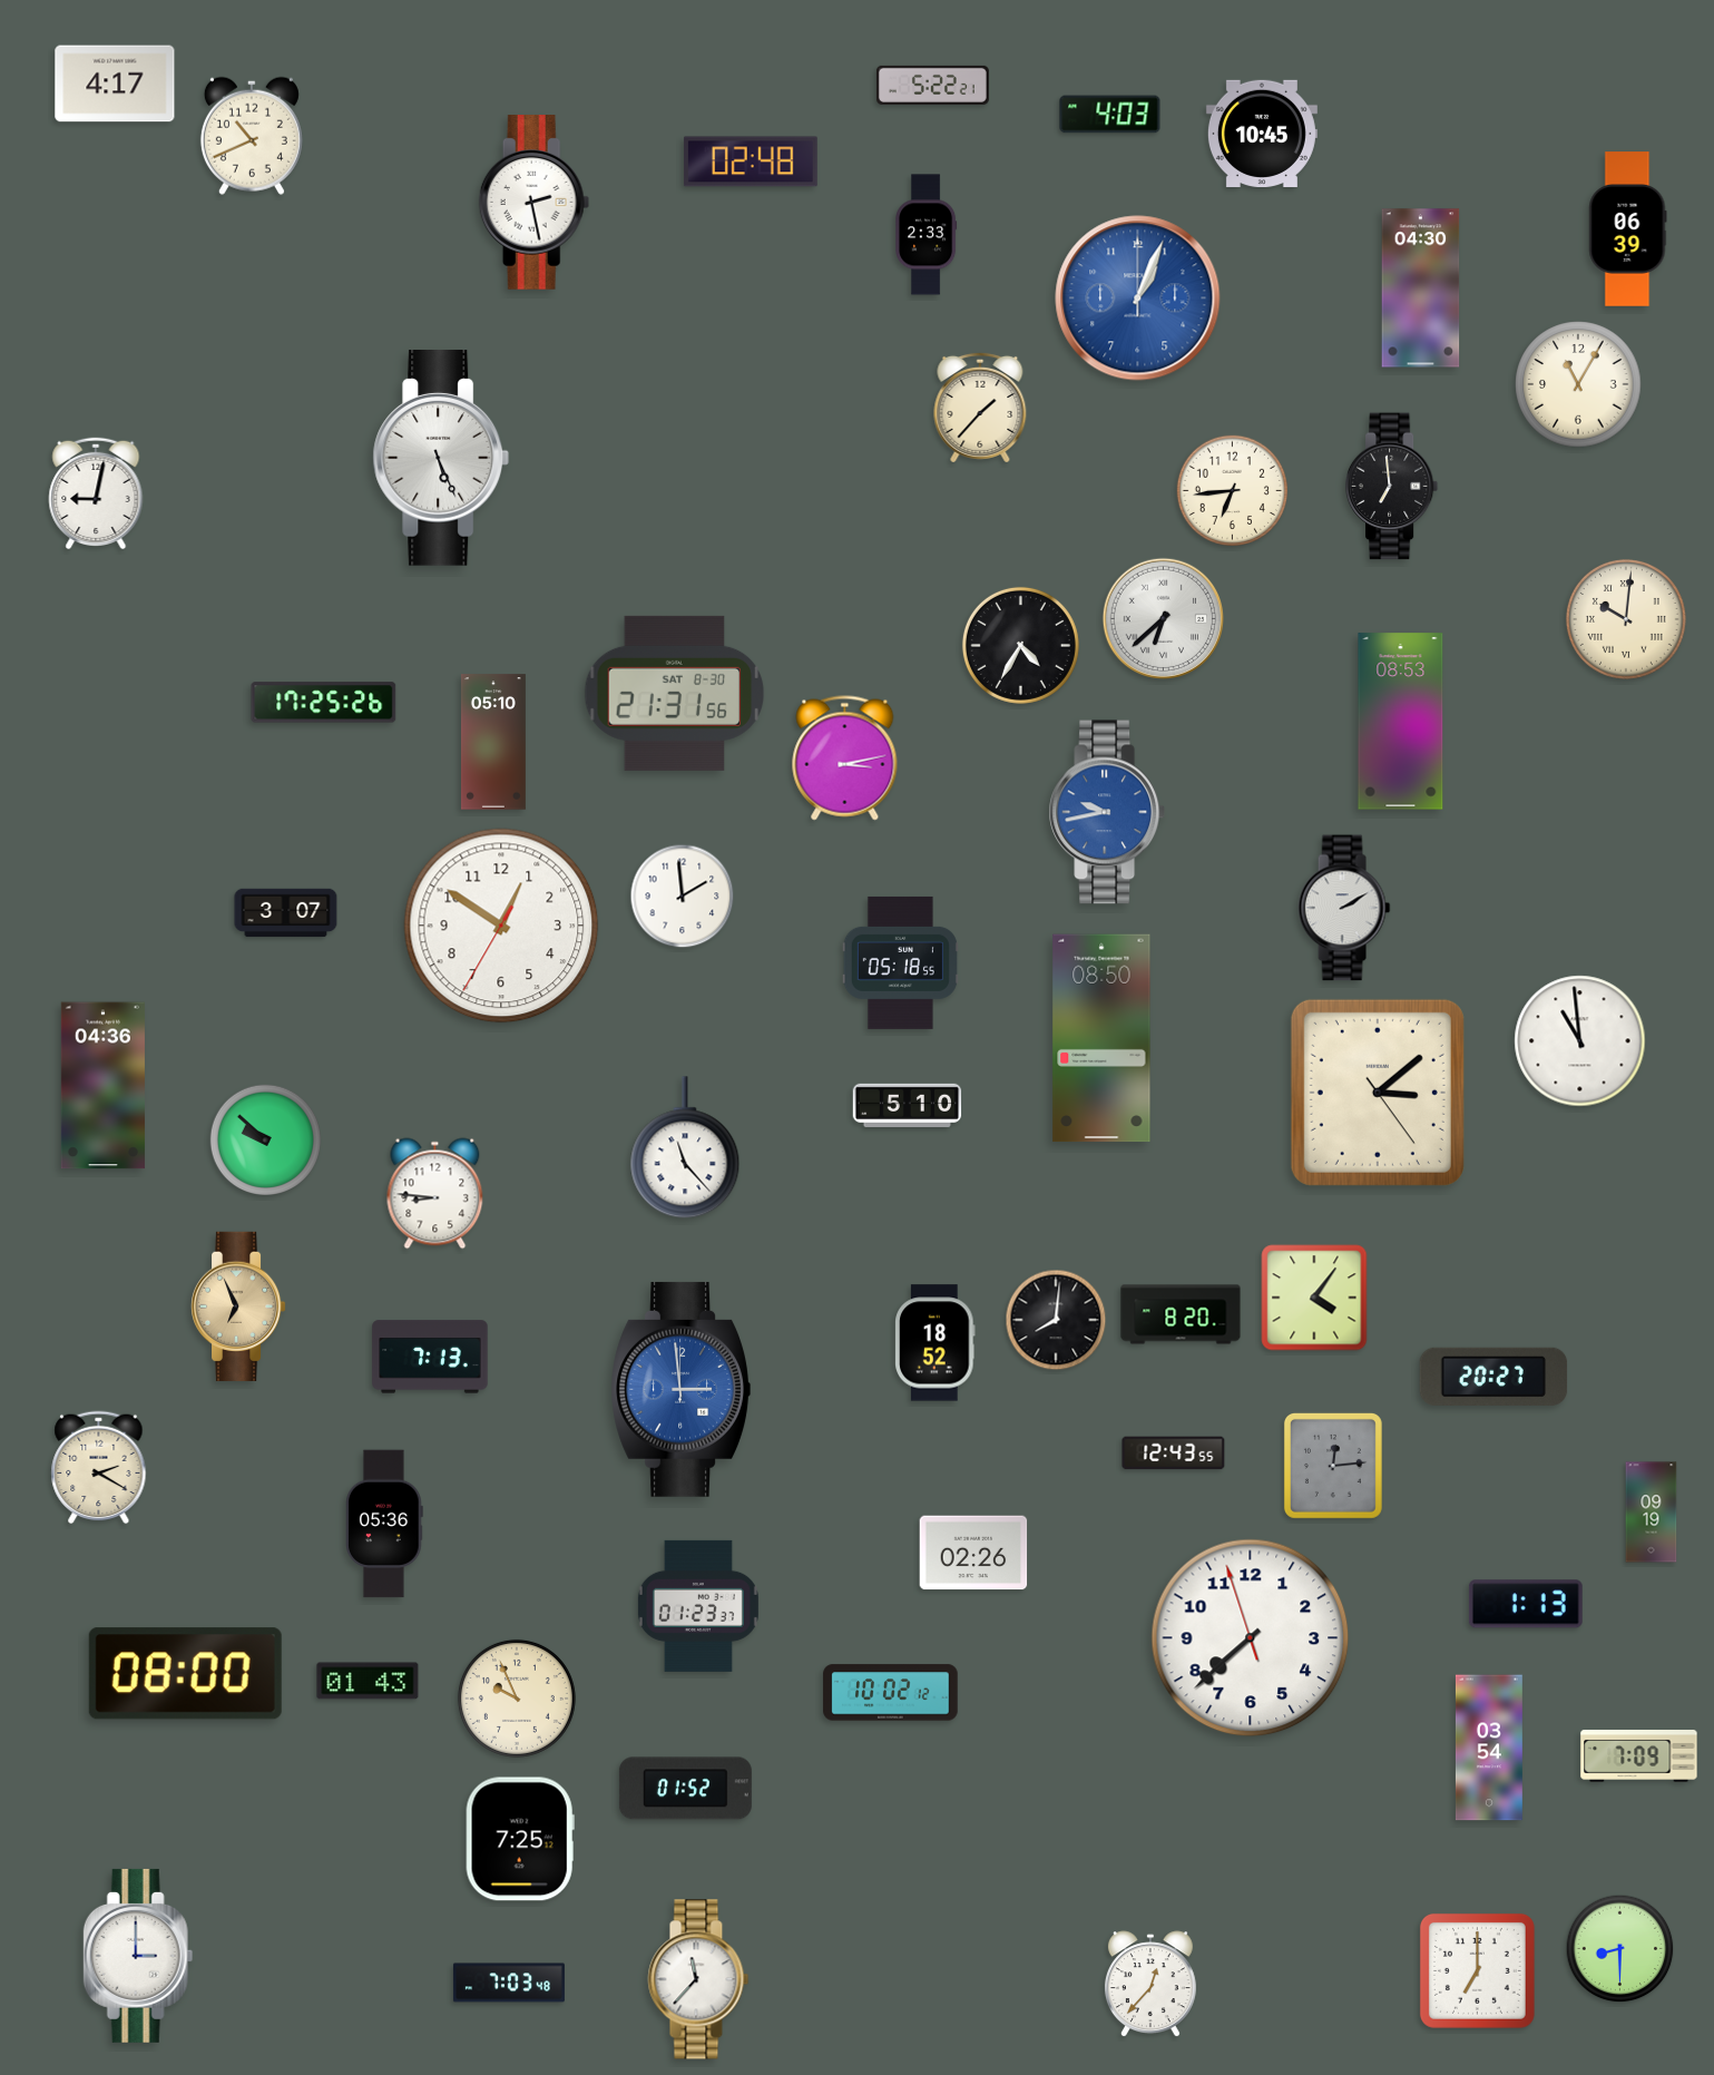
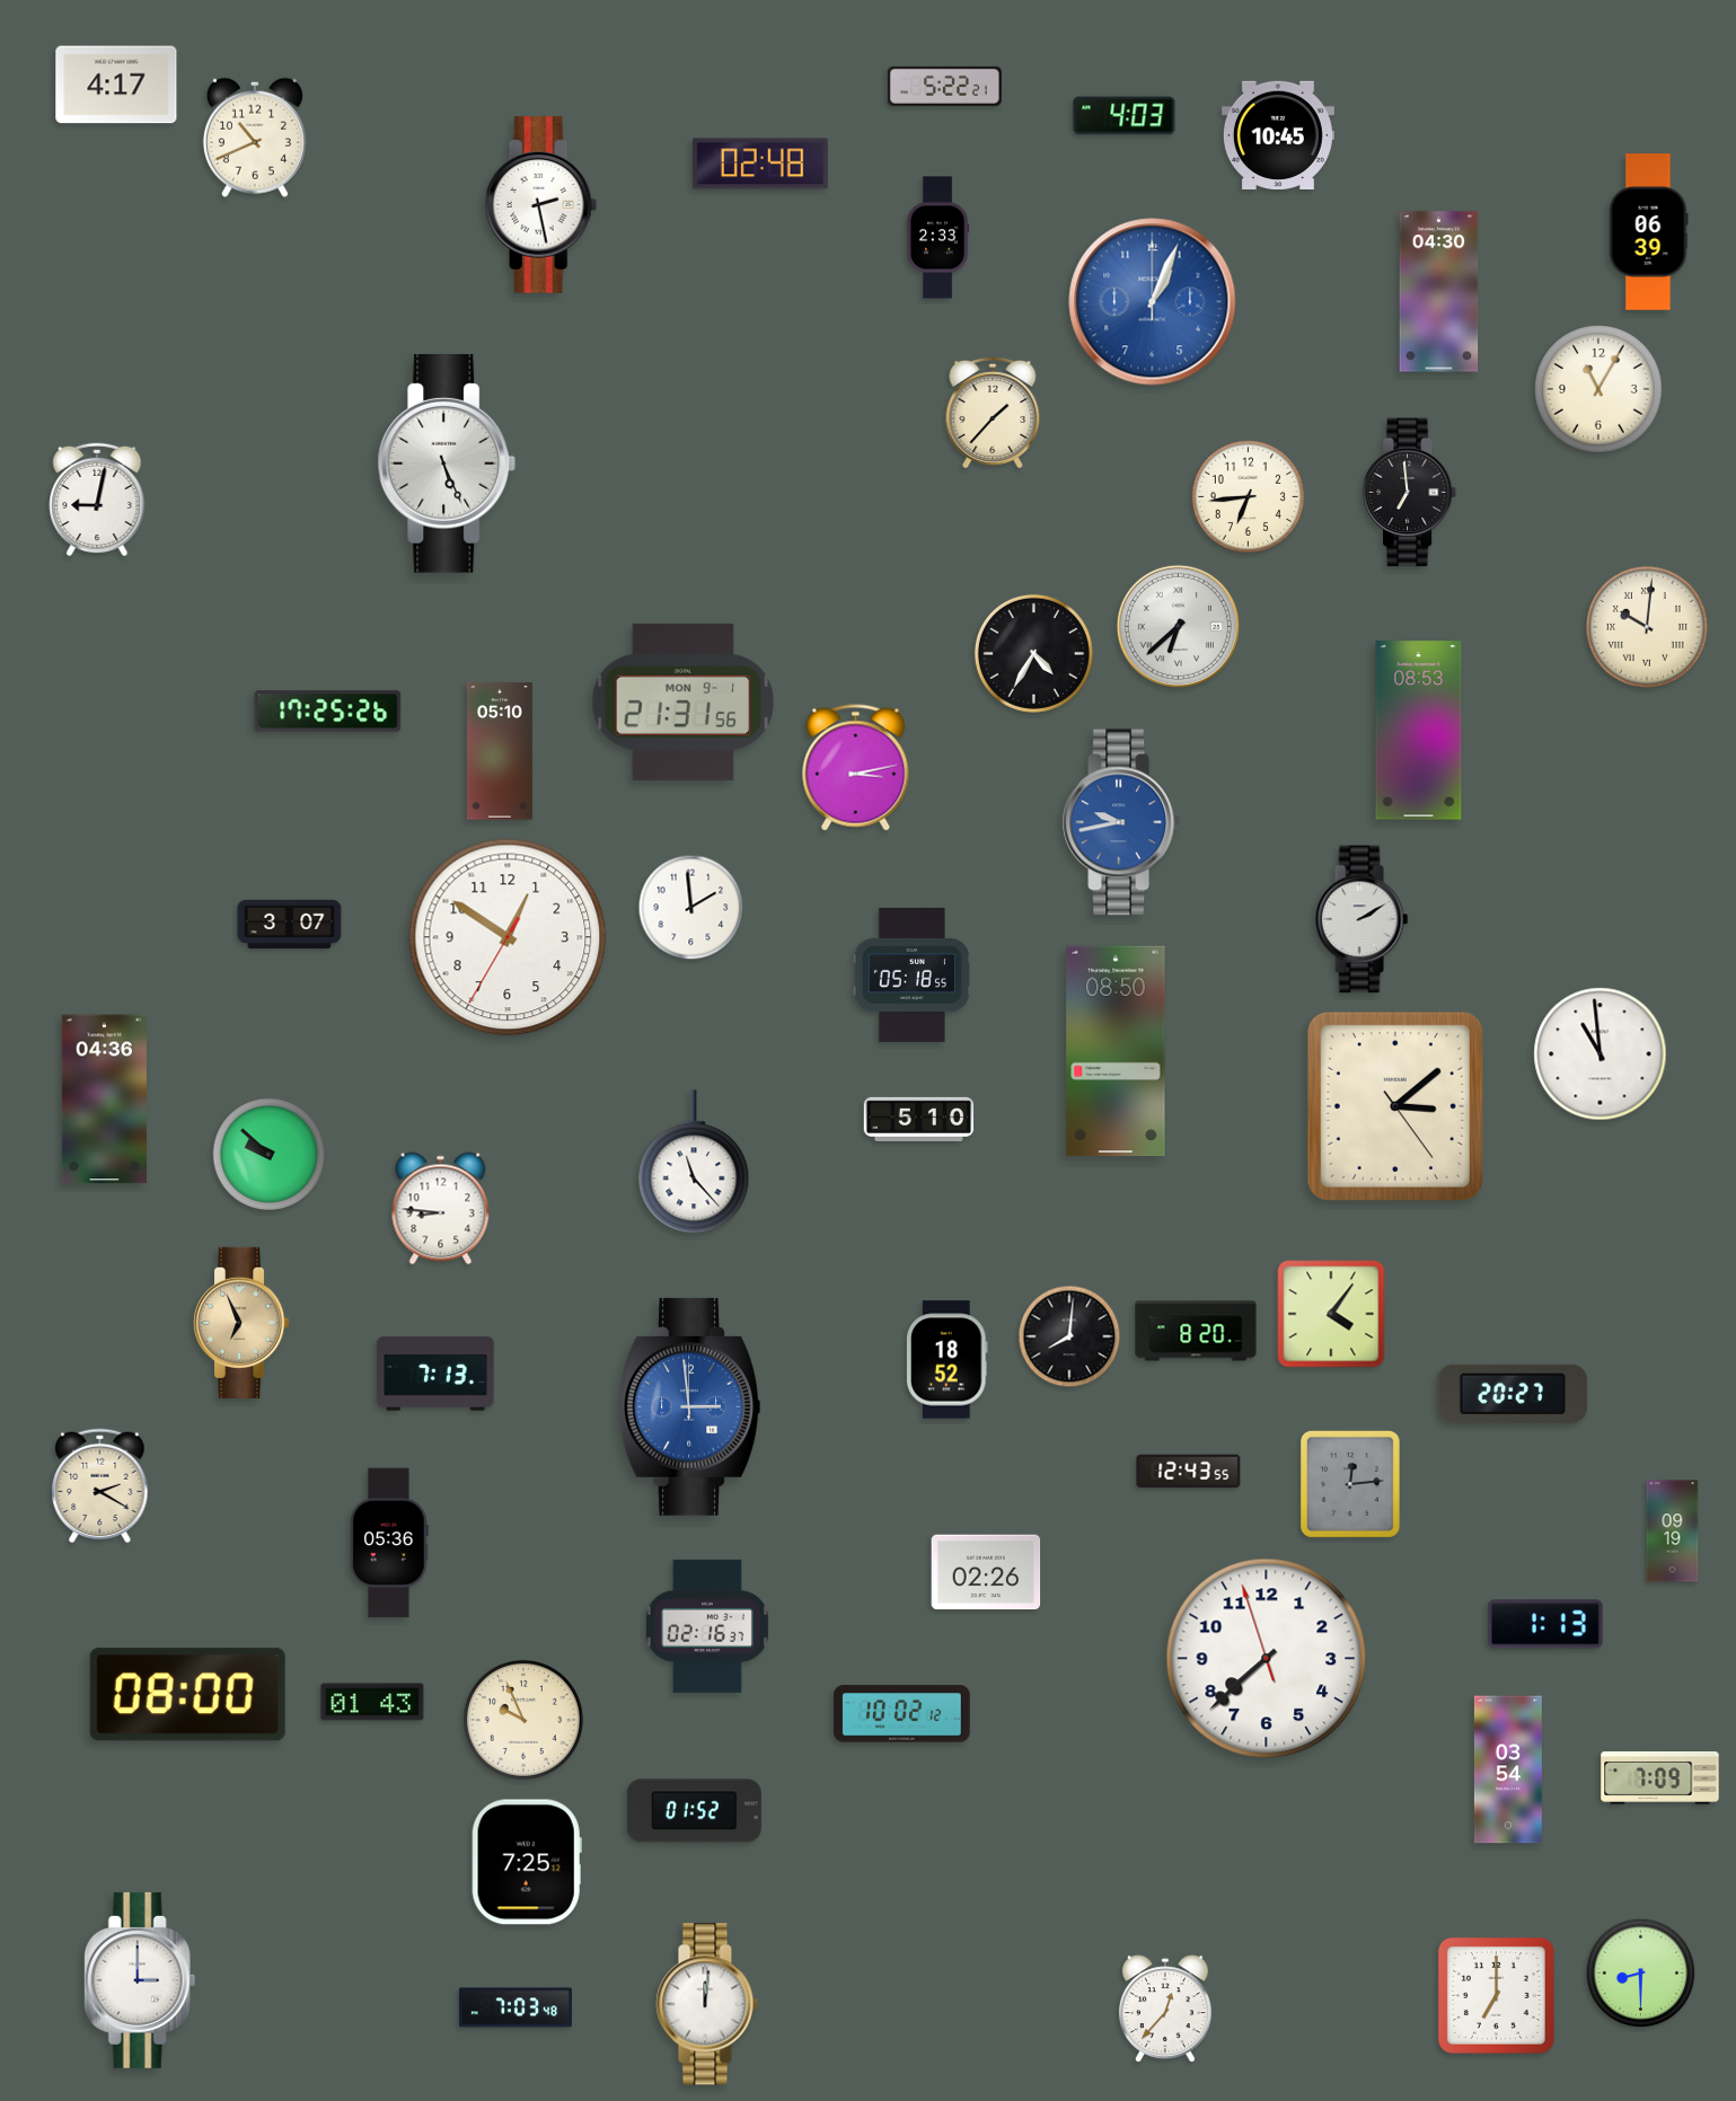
clock at (675, 693) date: SAT 8-30 -> MON 9-1
clock at (698, 1606): 01:23 -> 02:16
clock at (698, 1979): 11:37 -> 12:01
